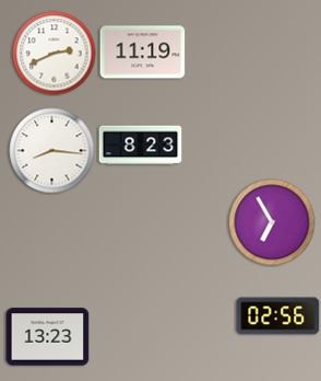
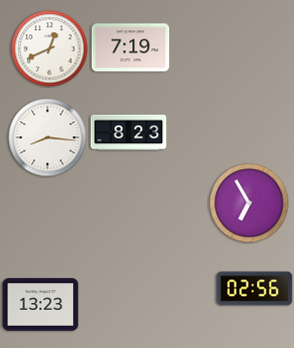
clock at (143, 53): 11:19 -> 7:19
clock at (55, 54): 2:41 -> 12:41
clock at (48, 337) position: (48, 337) -> (41, 305)
